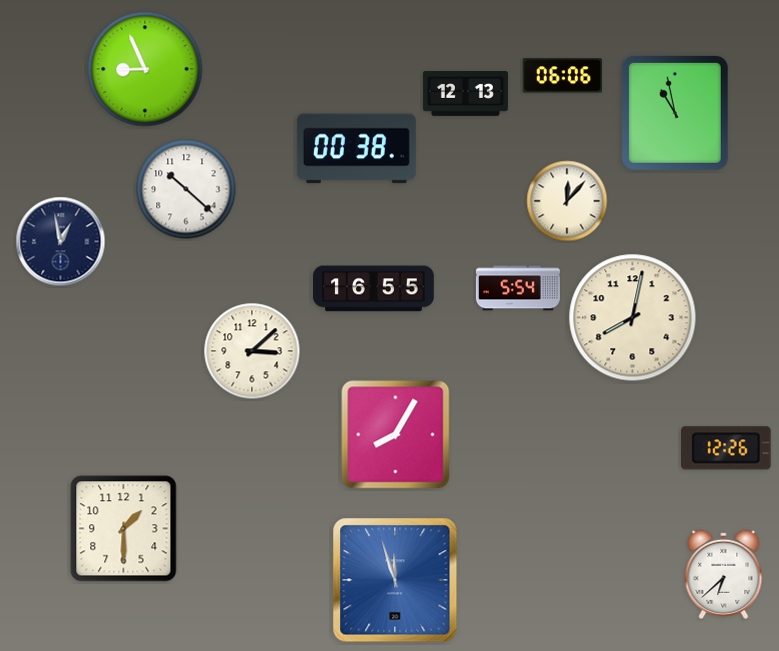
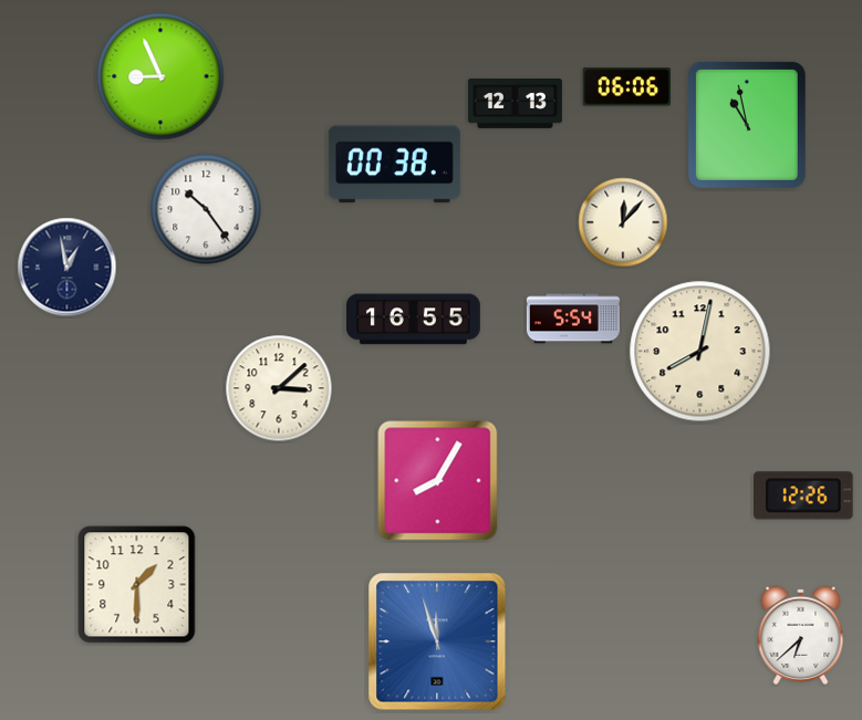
clock at (562, 76) position: (562, 76) -> (626, 87)
clock at (186, 189): 10:22 -> 10:24
clock at (567, 201) position: (567, 201) -> (623, 222)
